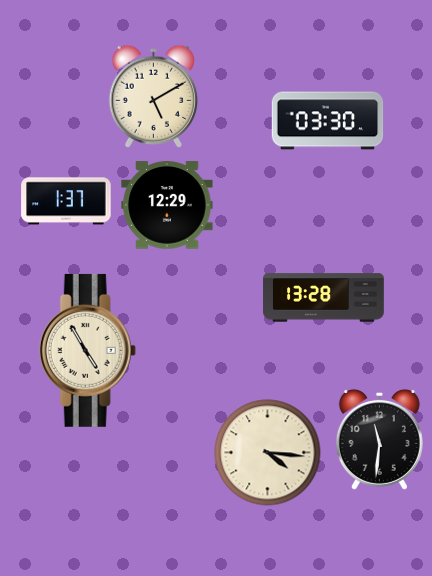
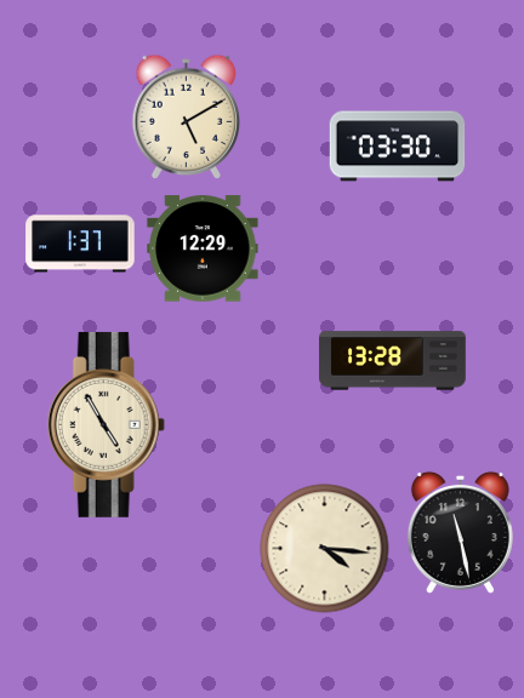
clock at (379, 439): 11:31 -> 11:28
